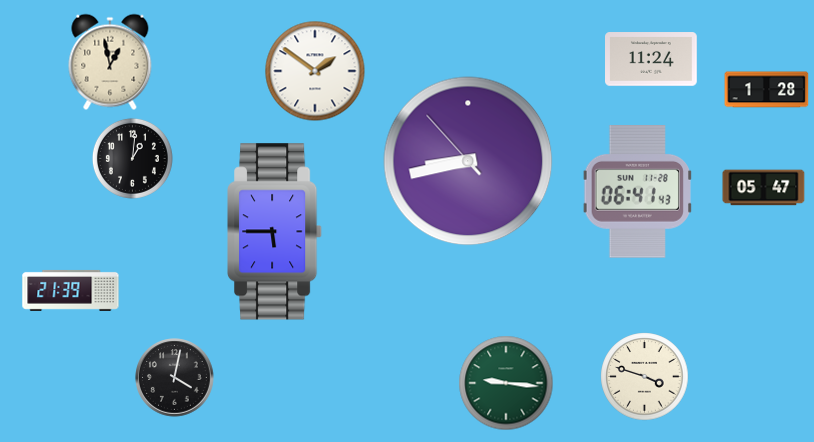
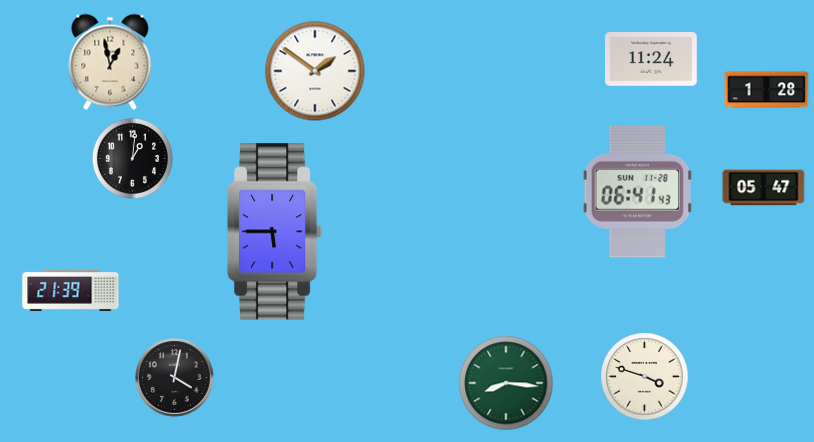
clock at (468, 161): 8:42 -> none
clock at (506, 383): 9:16 -> 8:16
